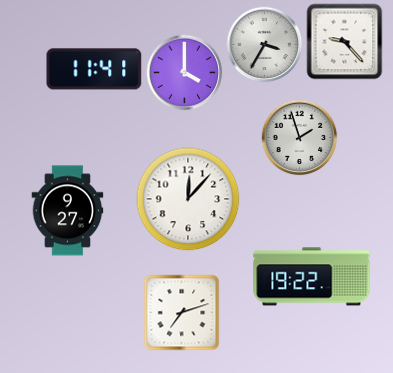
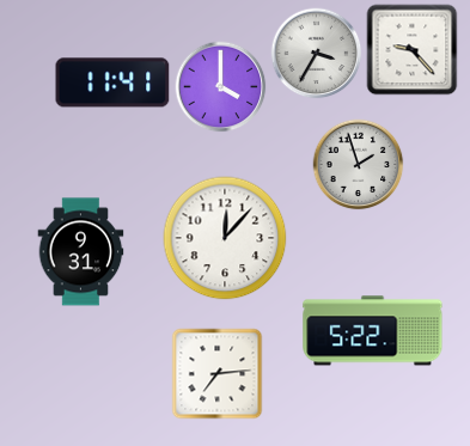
clock at (68, 211): 9:27 -> 9:31
clock at (312, 277): 19:22 -> 5:22
clock at (182, 313): 7:12 -> 7:14
